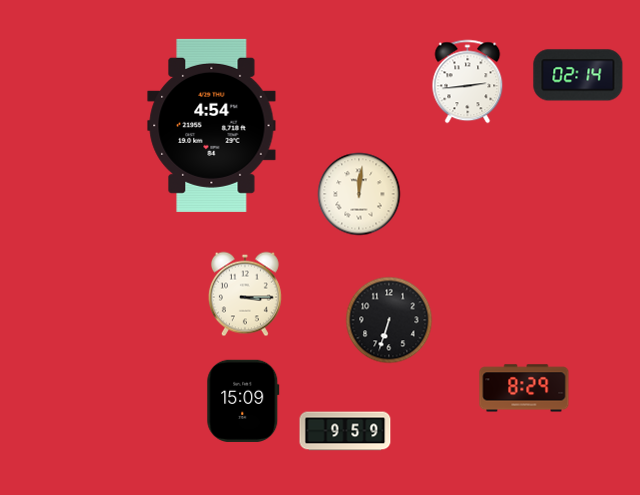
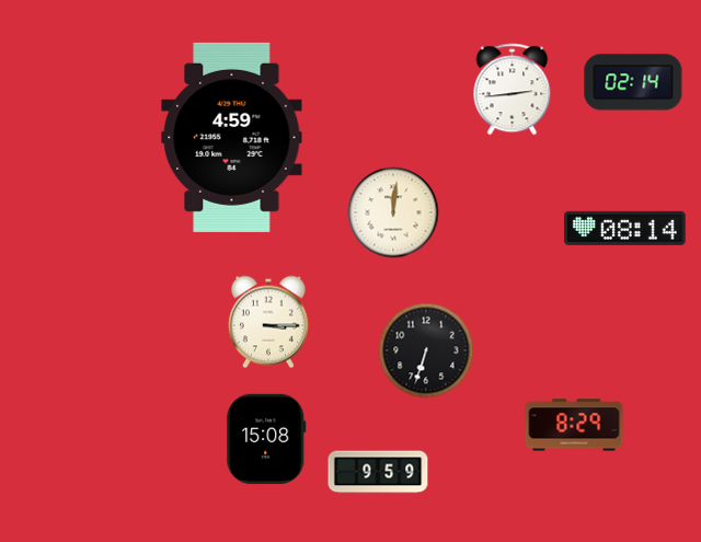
clock at (212, 125): 4:54 -> 4:59
clock at (625, 228): none -> 08:14
clock at (243, 401): 15:09 -> 15:08
